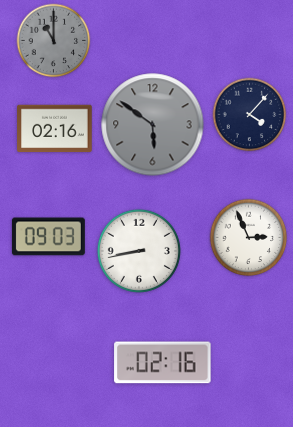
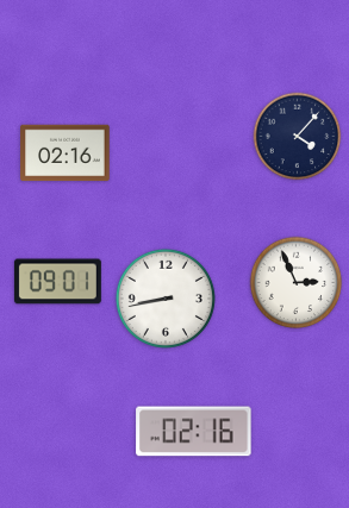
clock at (54, 41): 11:00 -> none
clock at (153, 125): 5:51 -> none
clock at (48, 237): 09:03 -> 09:01
